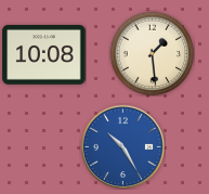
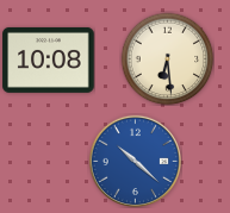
clock at (152, 53): 1:29 -> 6:29
clock at (122, 146): 10:25 -> 10:22
